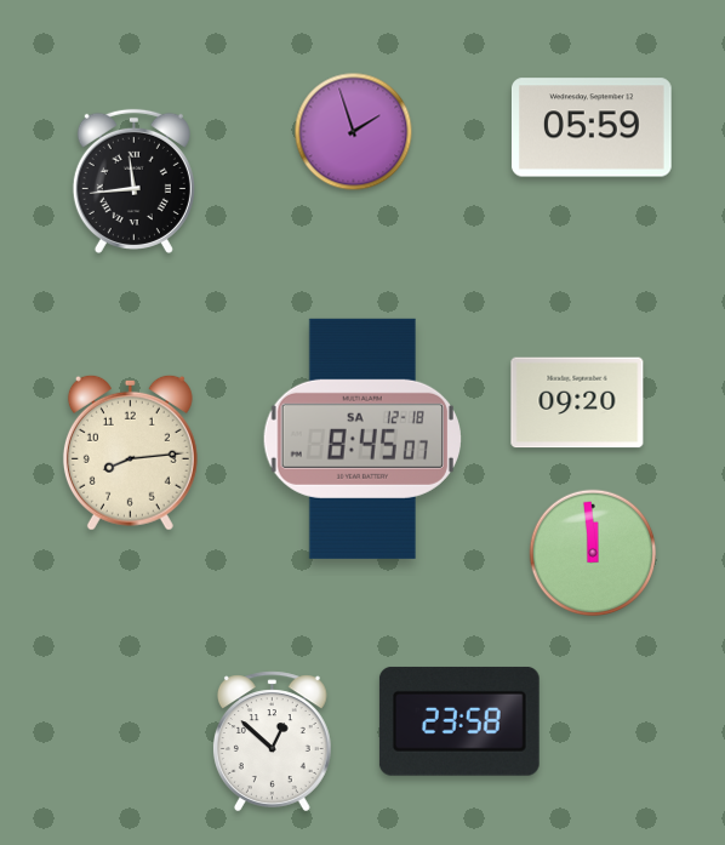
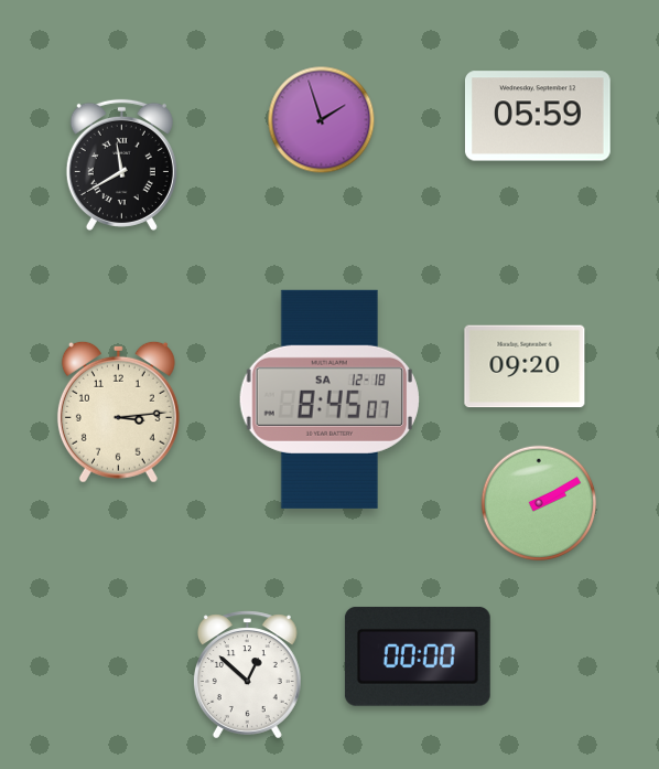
clock at (133, 181): 11:44 -> 11:40
clock at (130, 452): 8:14 -> 3:14
clock at (593, 553): 11:59 -> 2:10
clock at (459, 721): 23:58 -> 00:00
